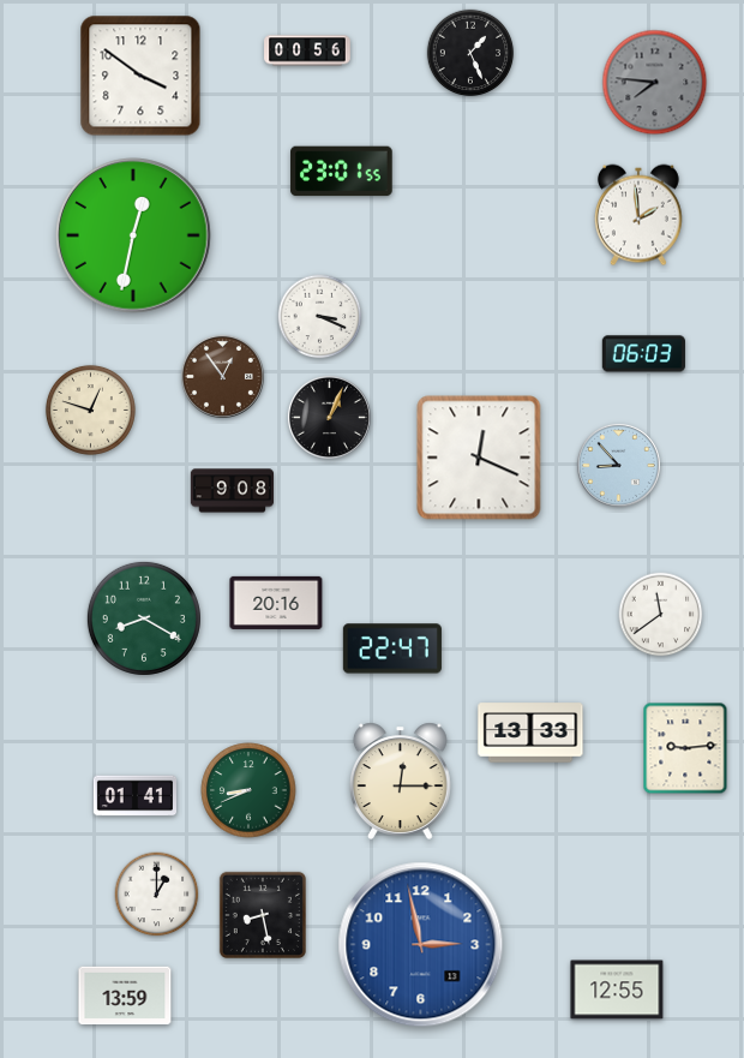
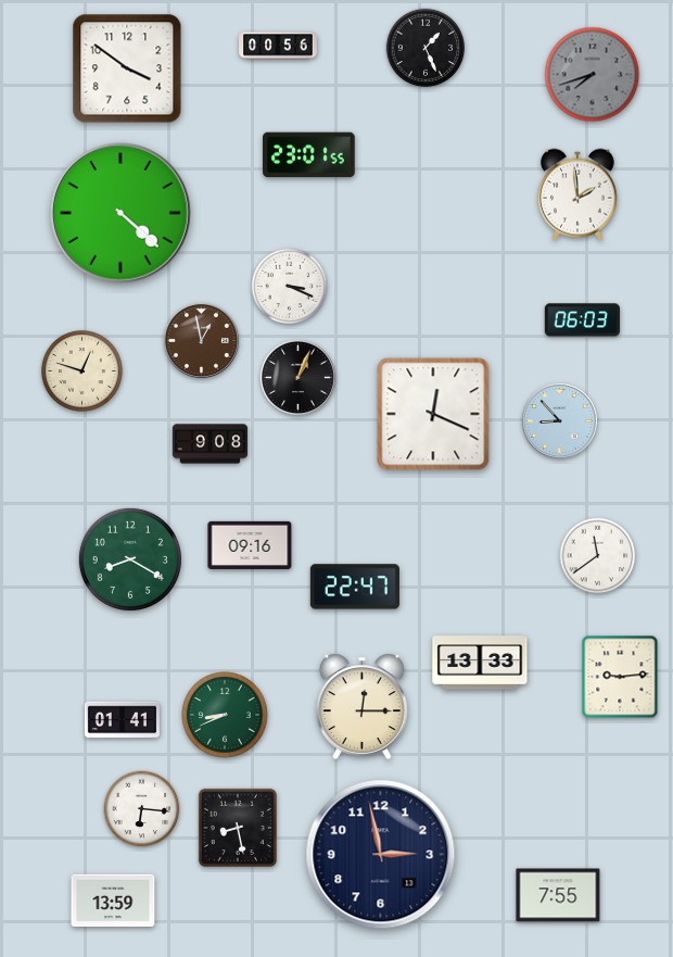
clock at (655, 83): 7:46 -> 7:42
clock at (134, 237): 12:32 -> 4:22
clock at (222, 376): 12:54 -> 12:58
clock at (276, 603): 20:16 -> 09:16
clock at (157, 895): 1:00 -> 6:16
clock at (421, 945) dial: blue -> navy
clock at (617, 990): 12:55 -> 7:55
